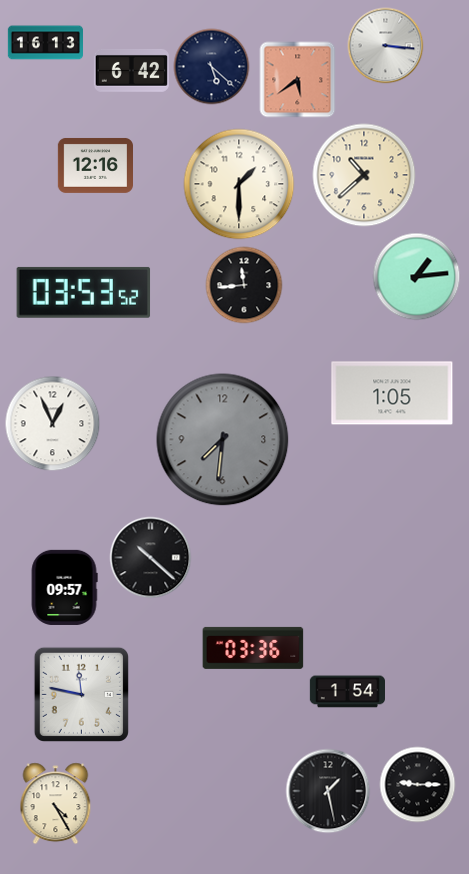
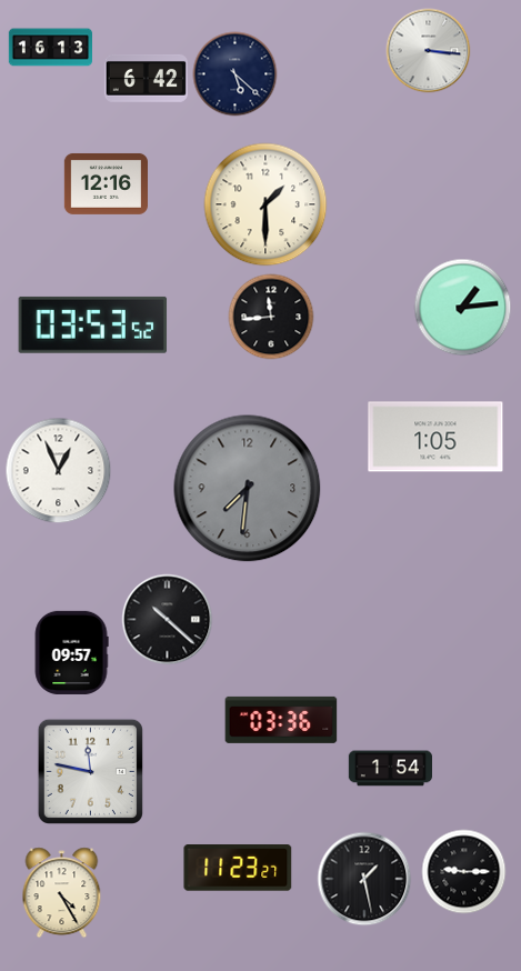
clock at (298, 80): 5:39 -> none
clock at (364, 175): 10:38 -> none
clock at (347, 692) position: (347, 692) -> (390, 769)
clock at (238, 869): none -> 11:23
